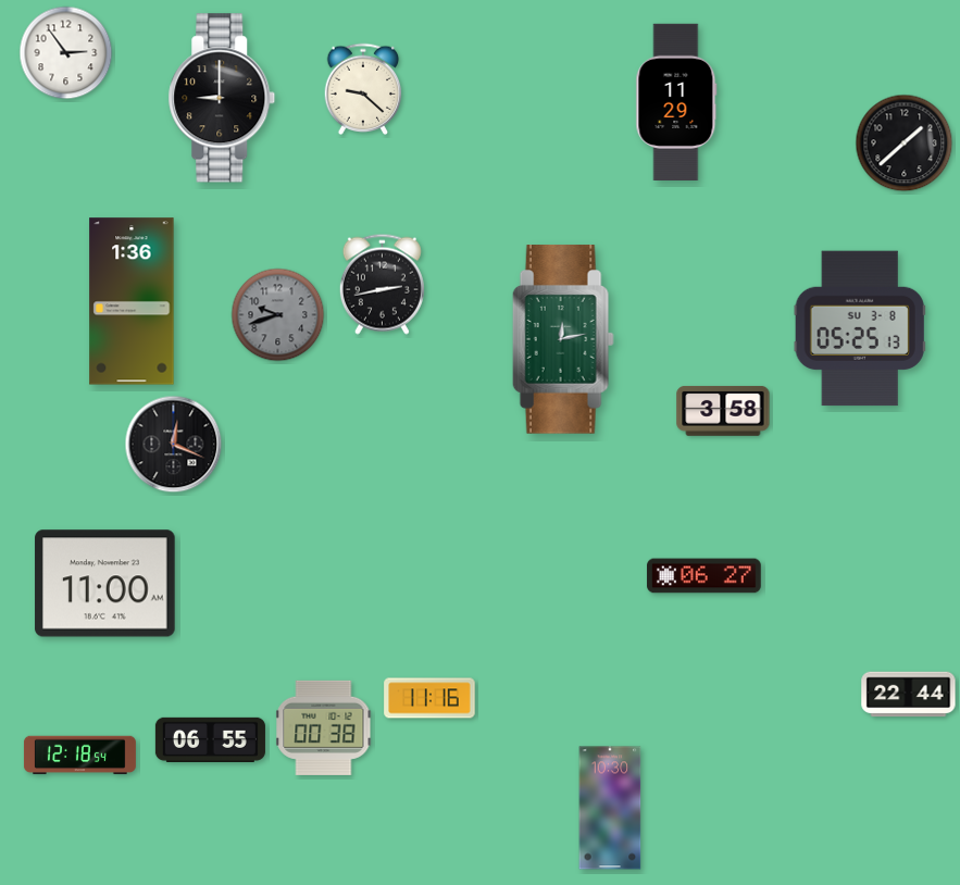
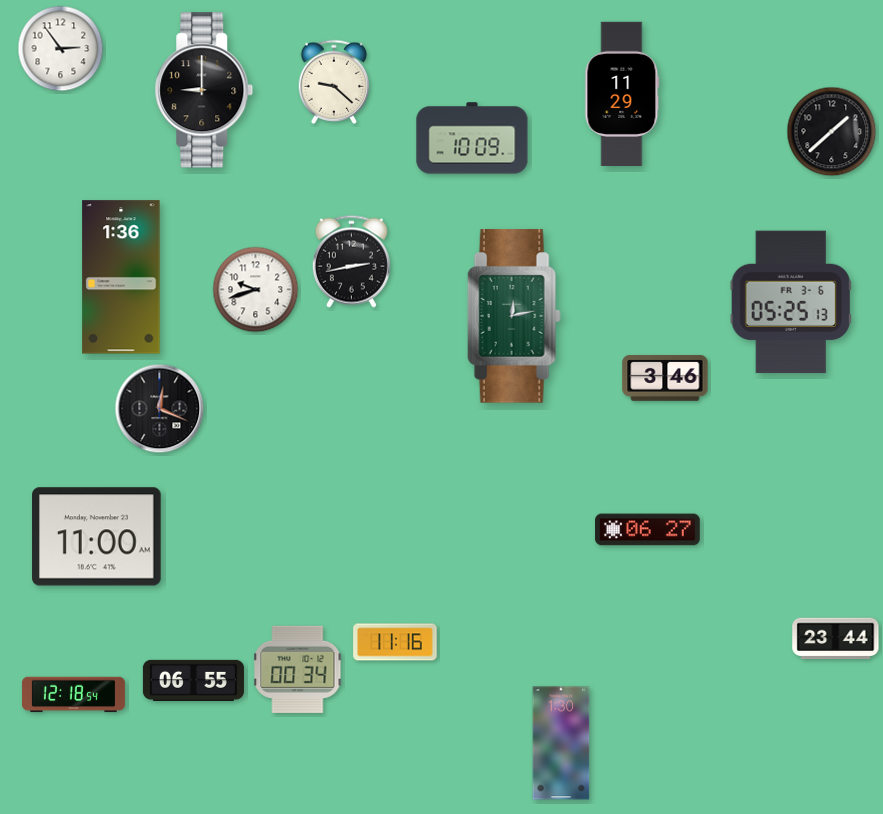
clock at (472, 138): none -> 10:09
clock at (278, 315) dial: grey -> white
clock at (860, 328) date: SU 3-8 -> FR 3-6
clock at (563, 339) position: (563, 339) -> (514, 316)
clock at (723, 411): 3:58 -> 3:46
clock at (909, 695): 22:44 -> 23:44
clock at (324, 727): 00:38 -> 00:34
clock at (610, 808): 10:30 -> 1:30
